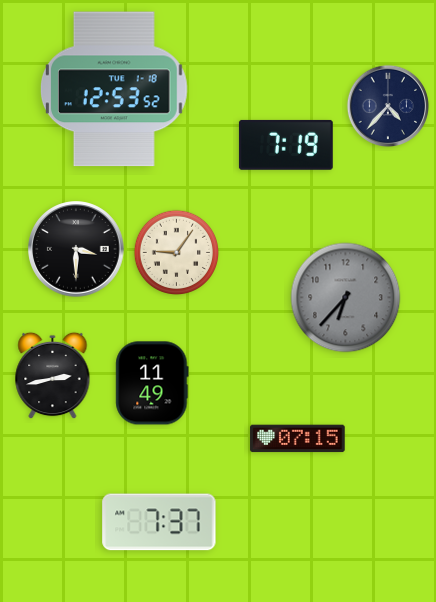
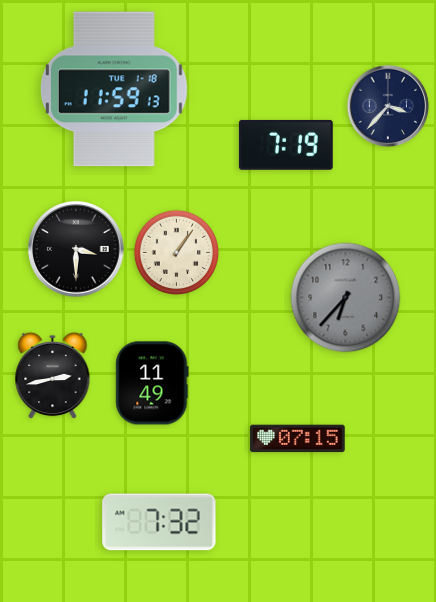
clock at (114, 89): 12:53 -> 11:59
clock at (387, 105): 4:37 -> 3:37
clock at (176, 252): 9:06 -> 1:06
clock at (159, 522): 7:37 -> 7:32
